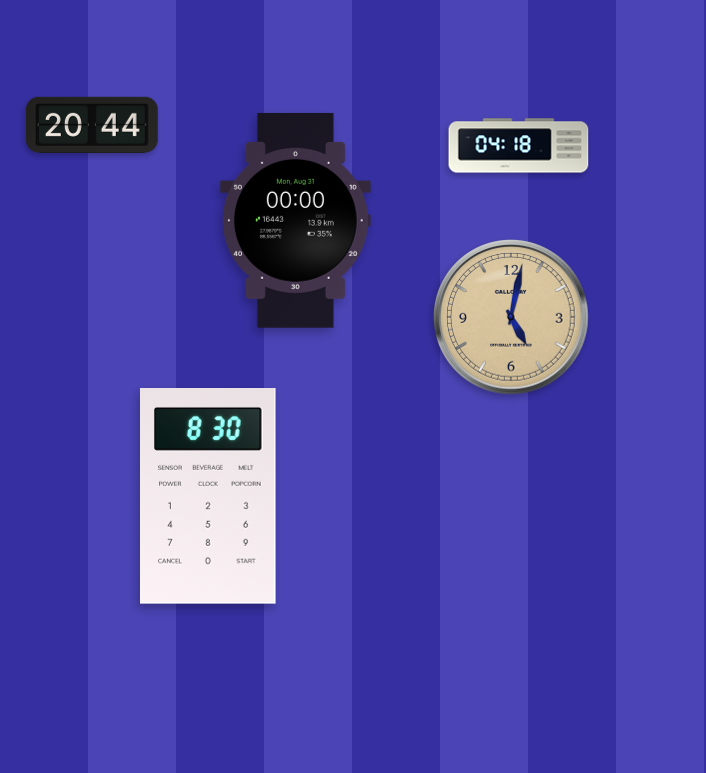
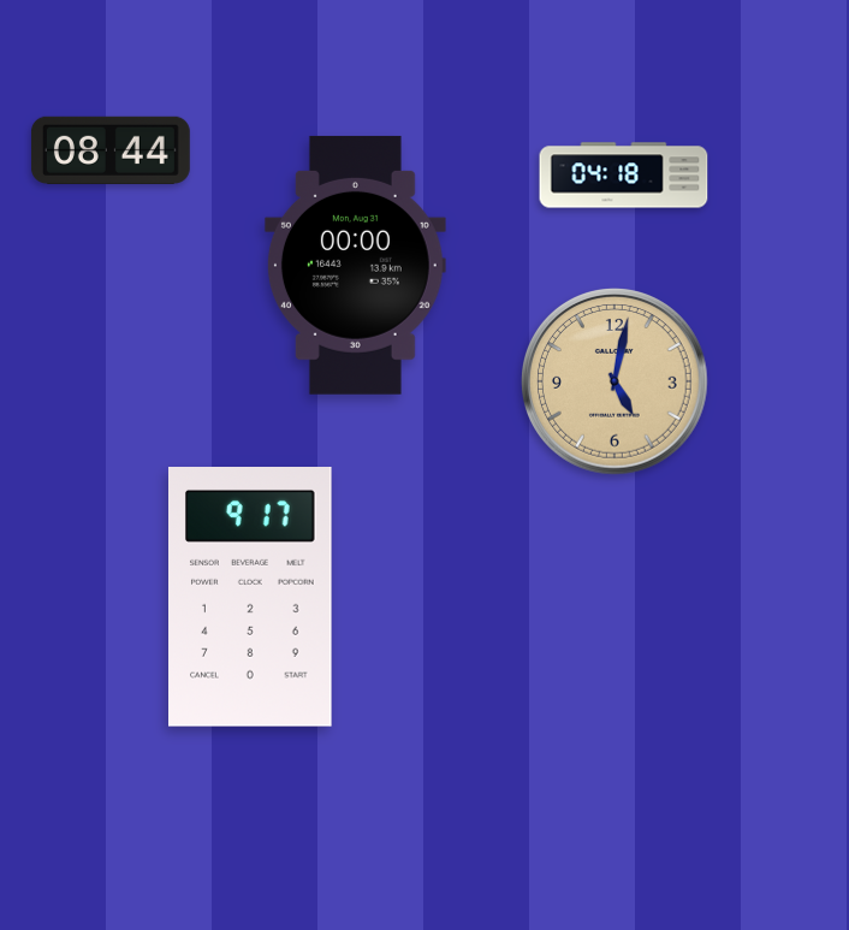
clock at (92, 125): 20:44 -> 08:44
clock at (209, 497): 8:30 -> 9:17
